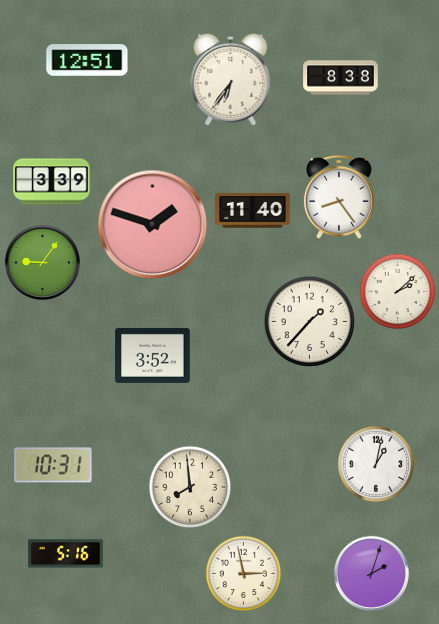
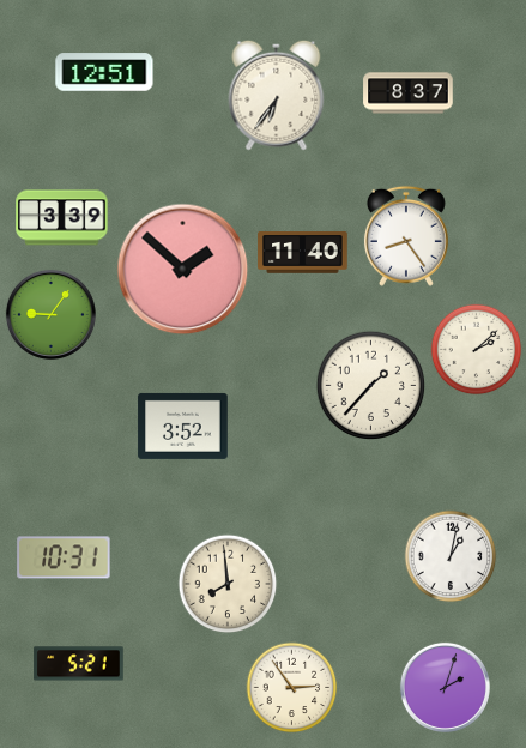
clock at (341, 78): 8:38 -> 8:37
clock at (153, 225): 1:48 -> 1:52
clock at (66, 554): 5:16 -> 5:21
clock at (244, 574): 2:58 -> 2:54
